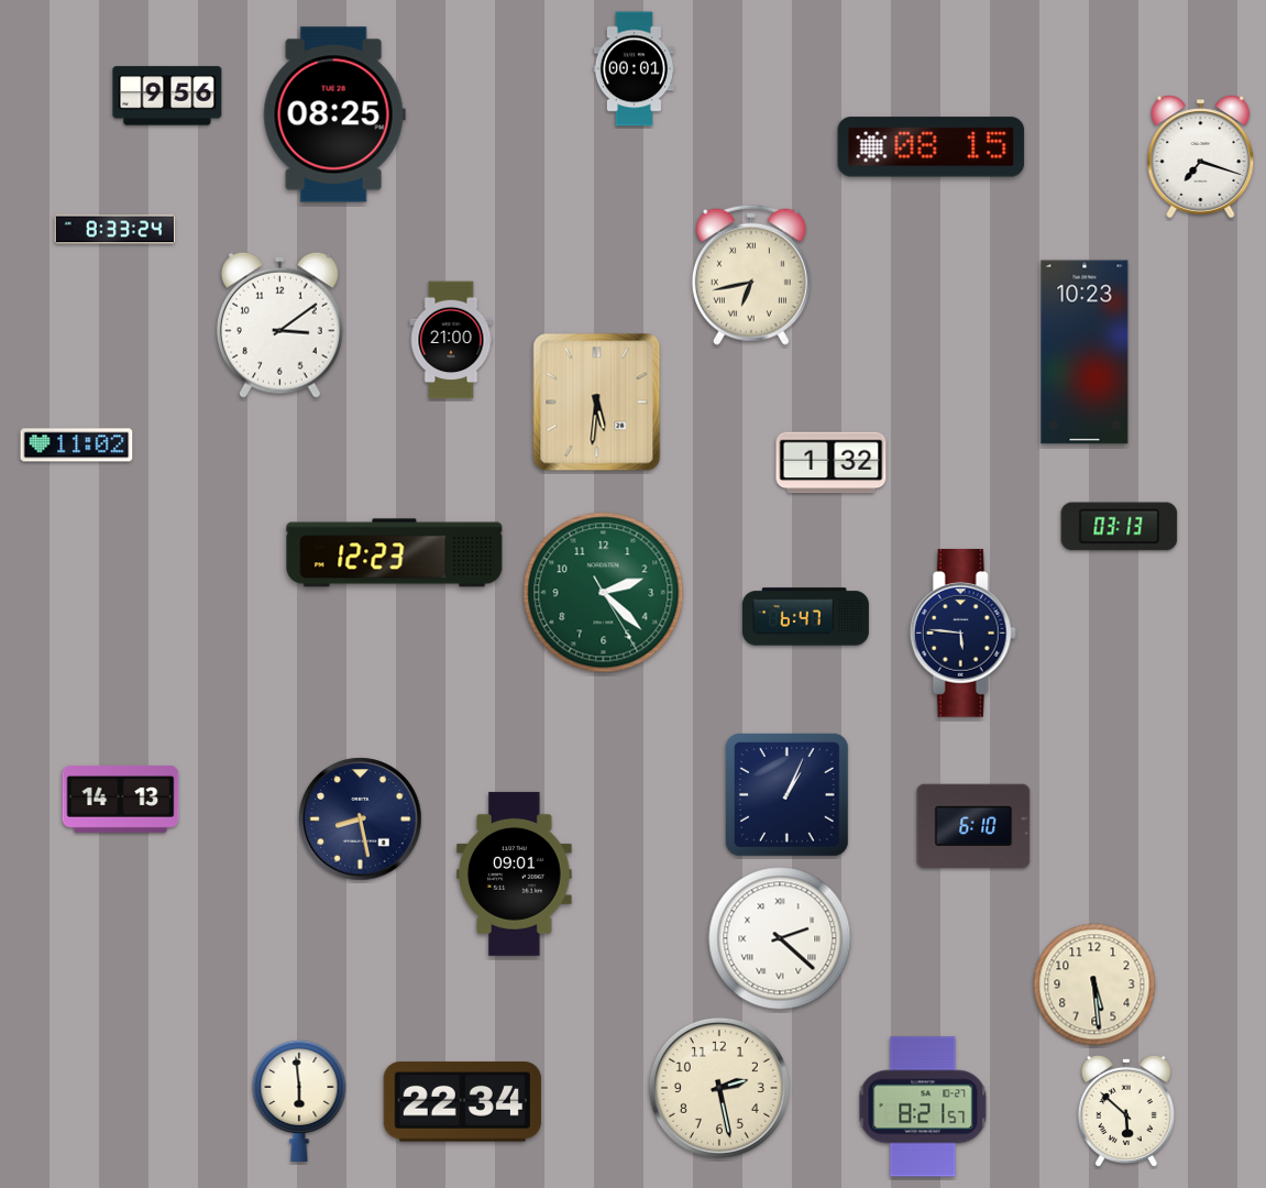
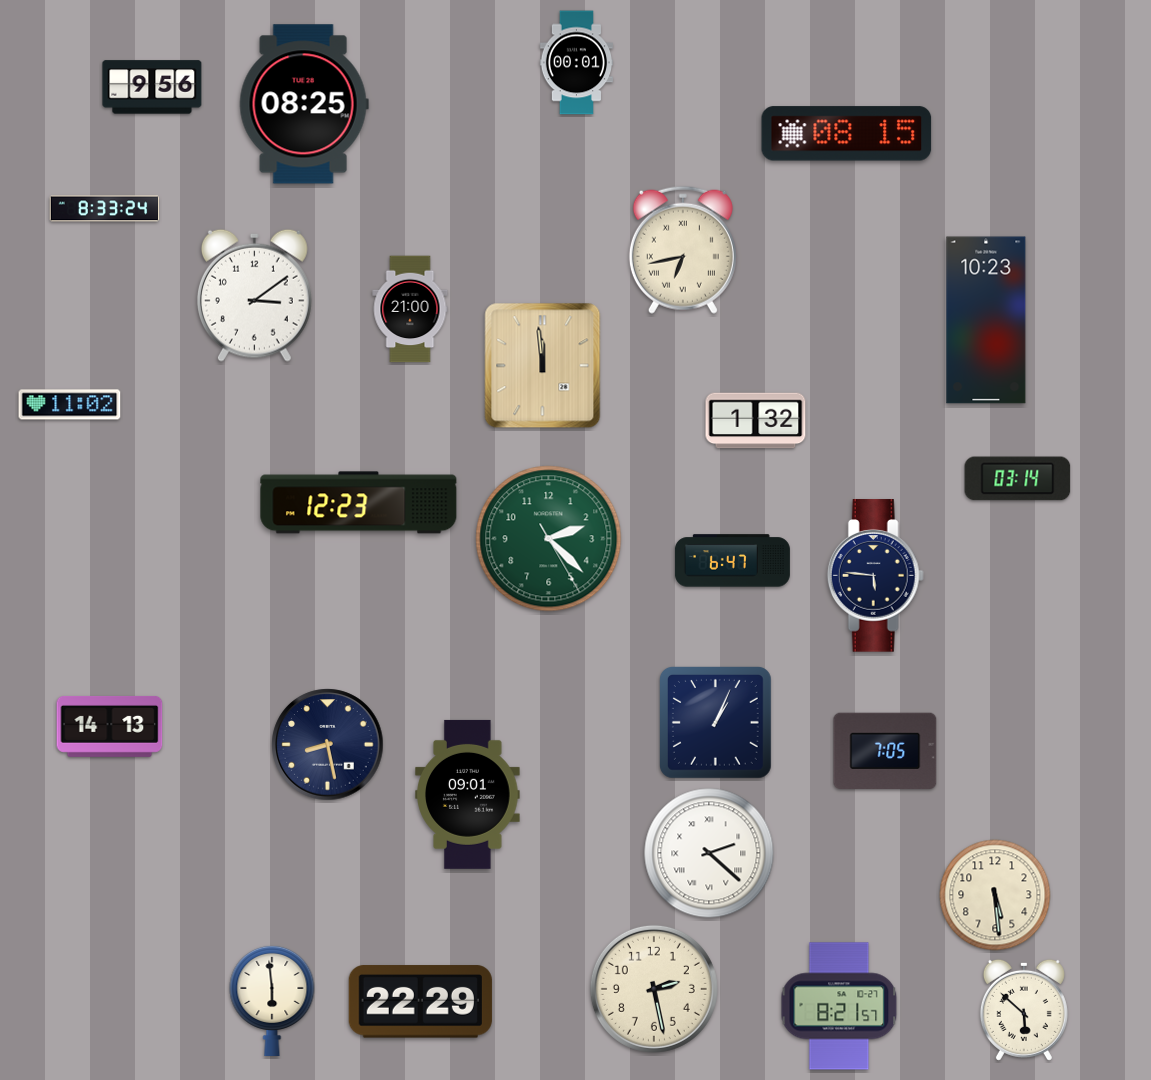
clock at (1201, 157): 7:18 -> none
clock at (597, 403): 5:31 -> 11:59
clock at (1120, 527): 03:13 -> 03:14
clock at (973, 826): 6:10 -> 7:05
clock at (462, 1102): 22:34 -> 22:29
